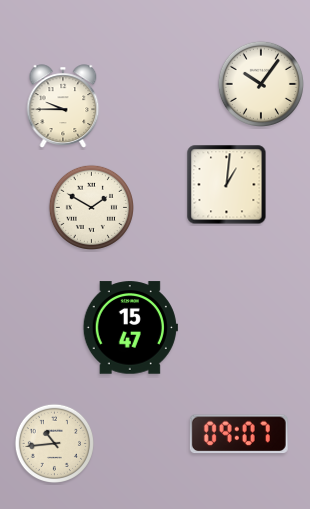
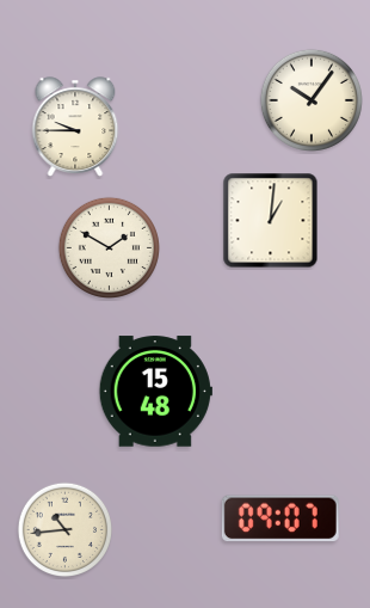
clock at (130, 328): 15:47 -> 15:48
clock at (239, 434) position: (239, 434) -> (280, 518)
